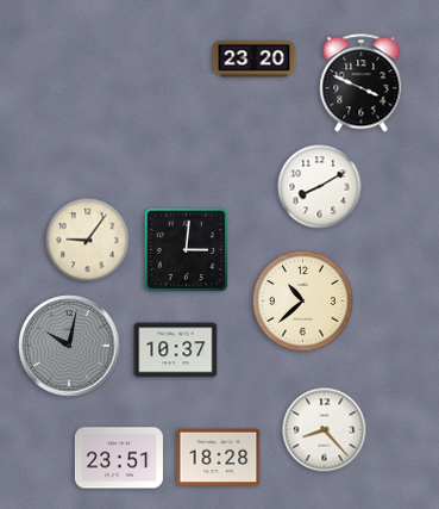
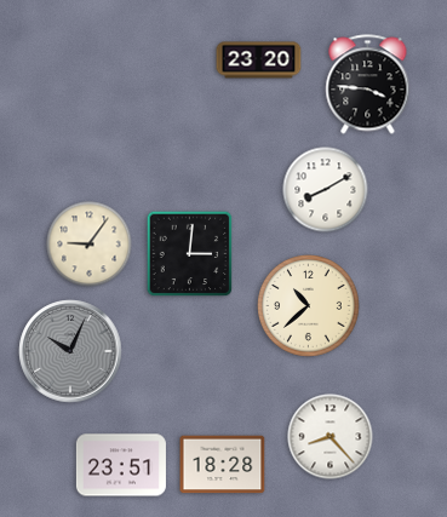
clock at (362, 83): 3:49 -> 3:46
clock at (69, 346): 10:02 -> 10:04
clock at (176, 350): 10:37 -> none
